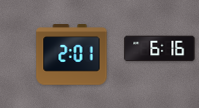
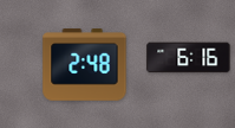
clock at (72, 55): 2:01 -> 2:48
